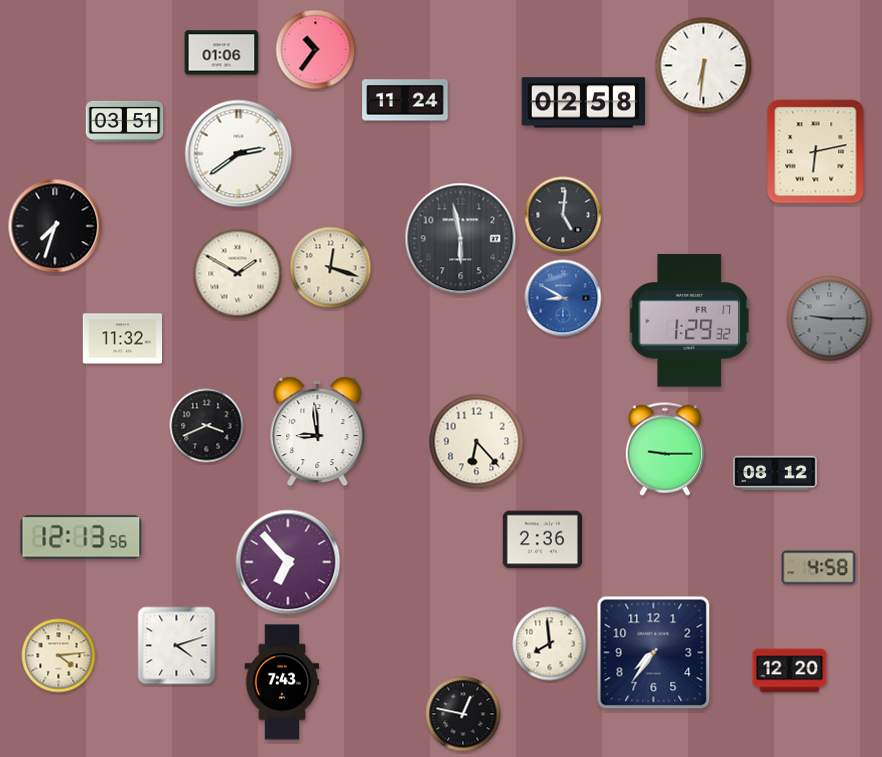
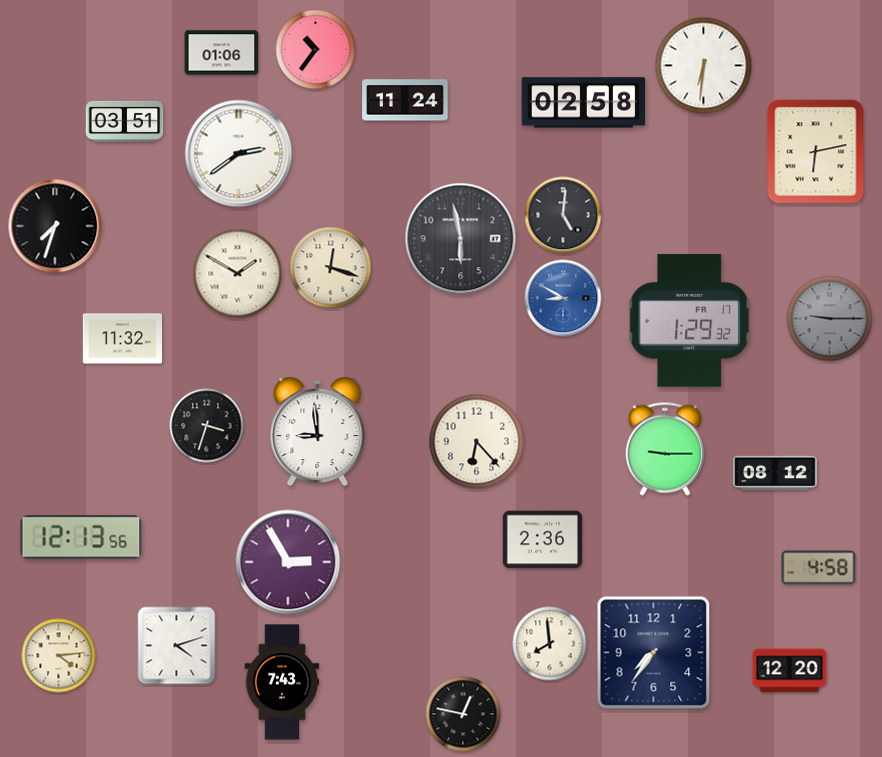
clock at (207, 426): 3:41 -> 3:33
clock at (288, 562): 6:53 -> 2:55
